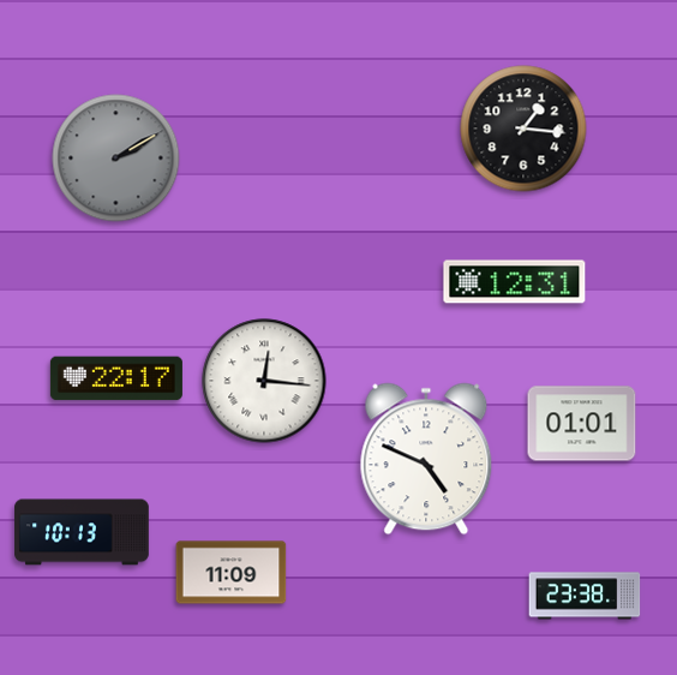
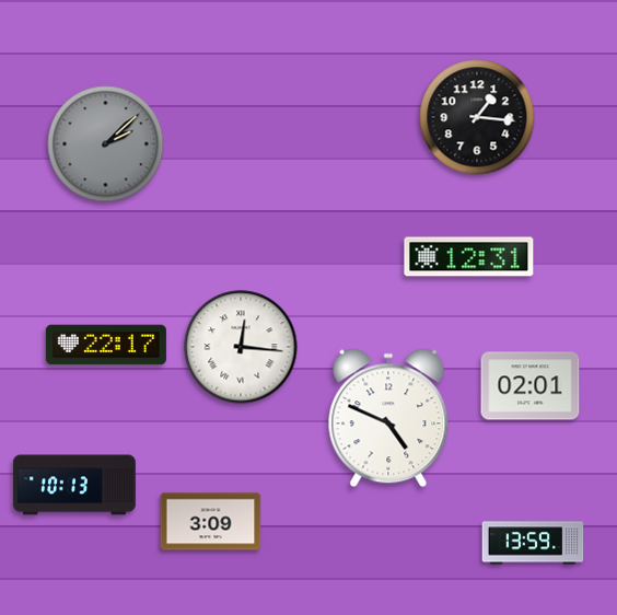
clock at (116, 159): 2:10 -> 2:08
clock at (582, 424): 01:01 -> 02:01
clock at (232, 573): 11:09 -> 3:09
clock at (585, 596): 23:38 -> 13:59
